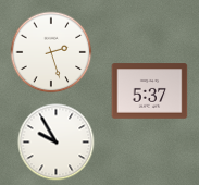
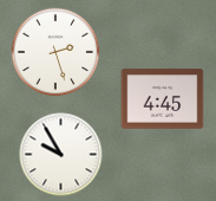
clock at (51, 52) position: (51, 52) -> (55, 52)
clock at (150, 91): 5:37 -> 4:45
